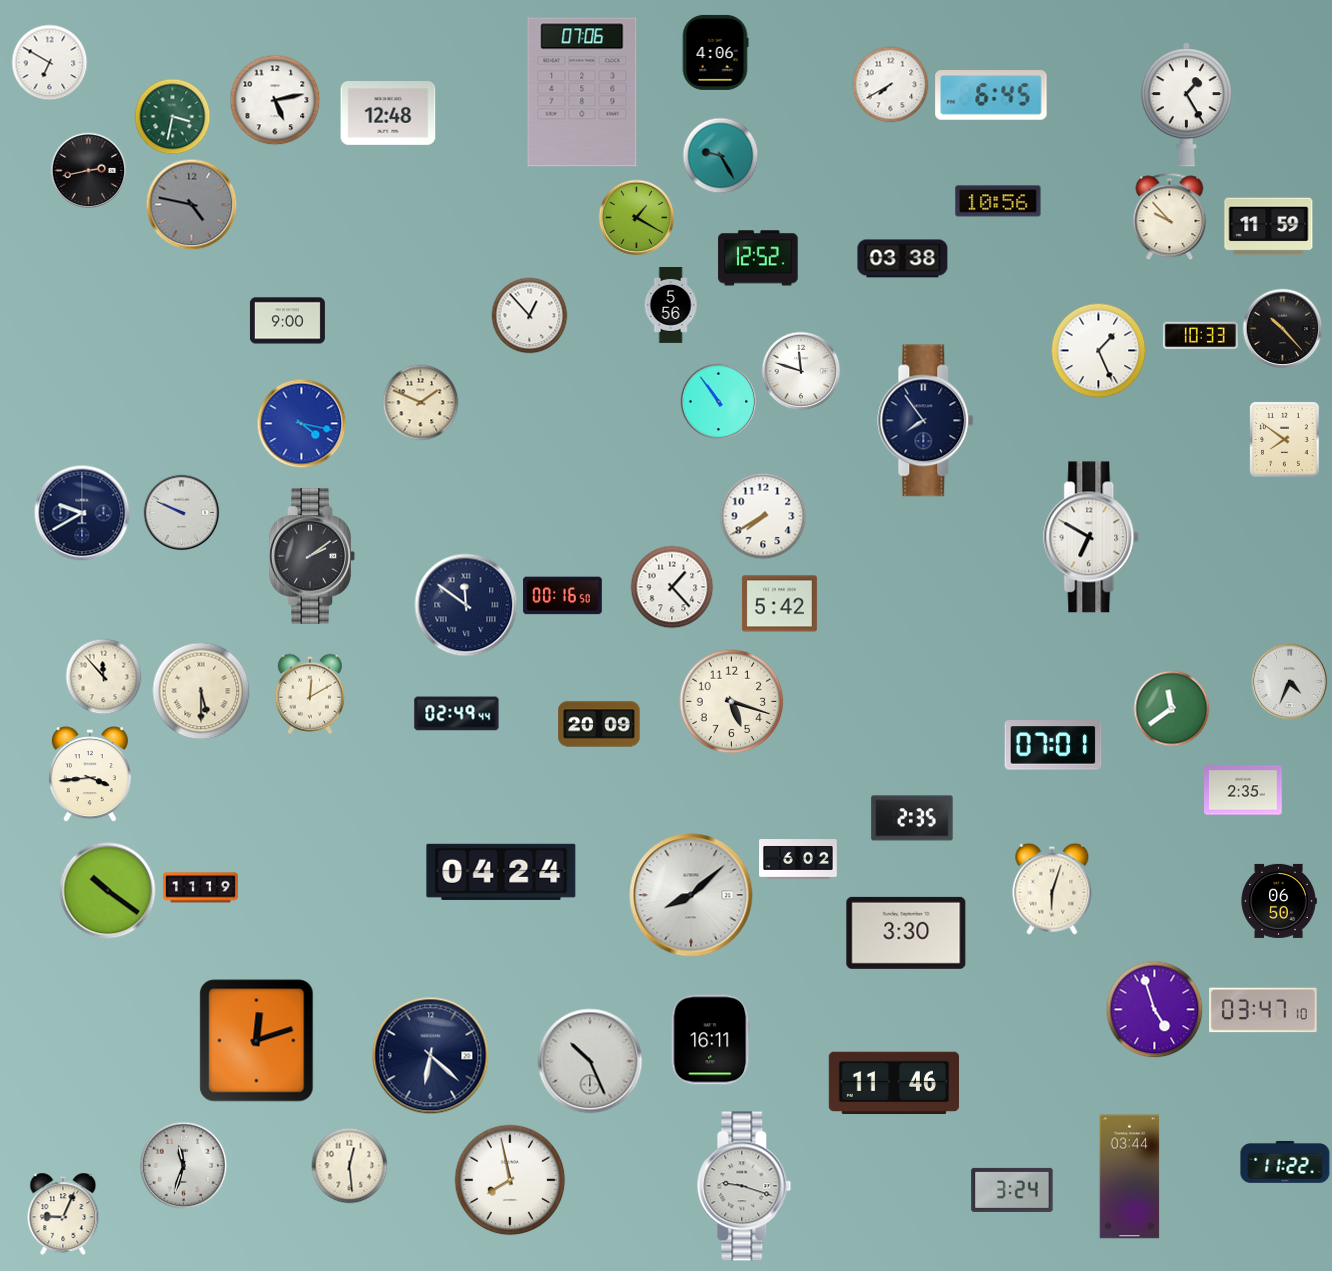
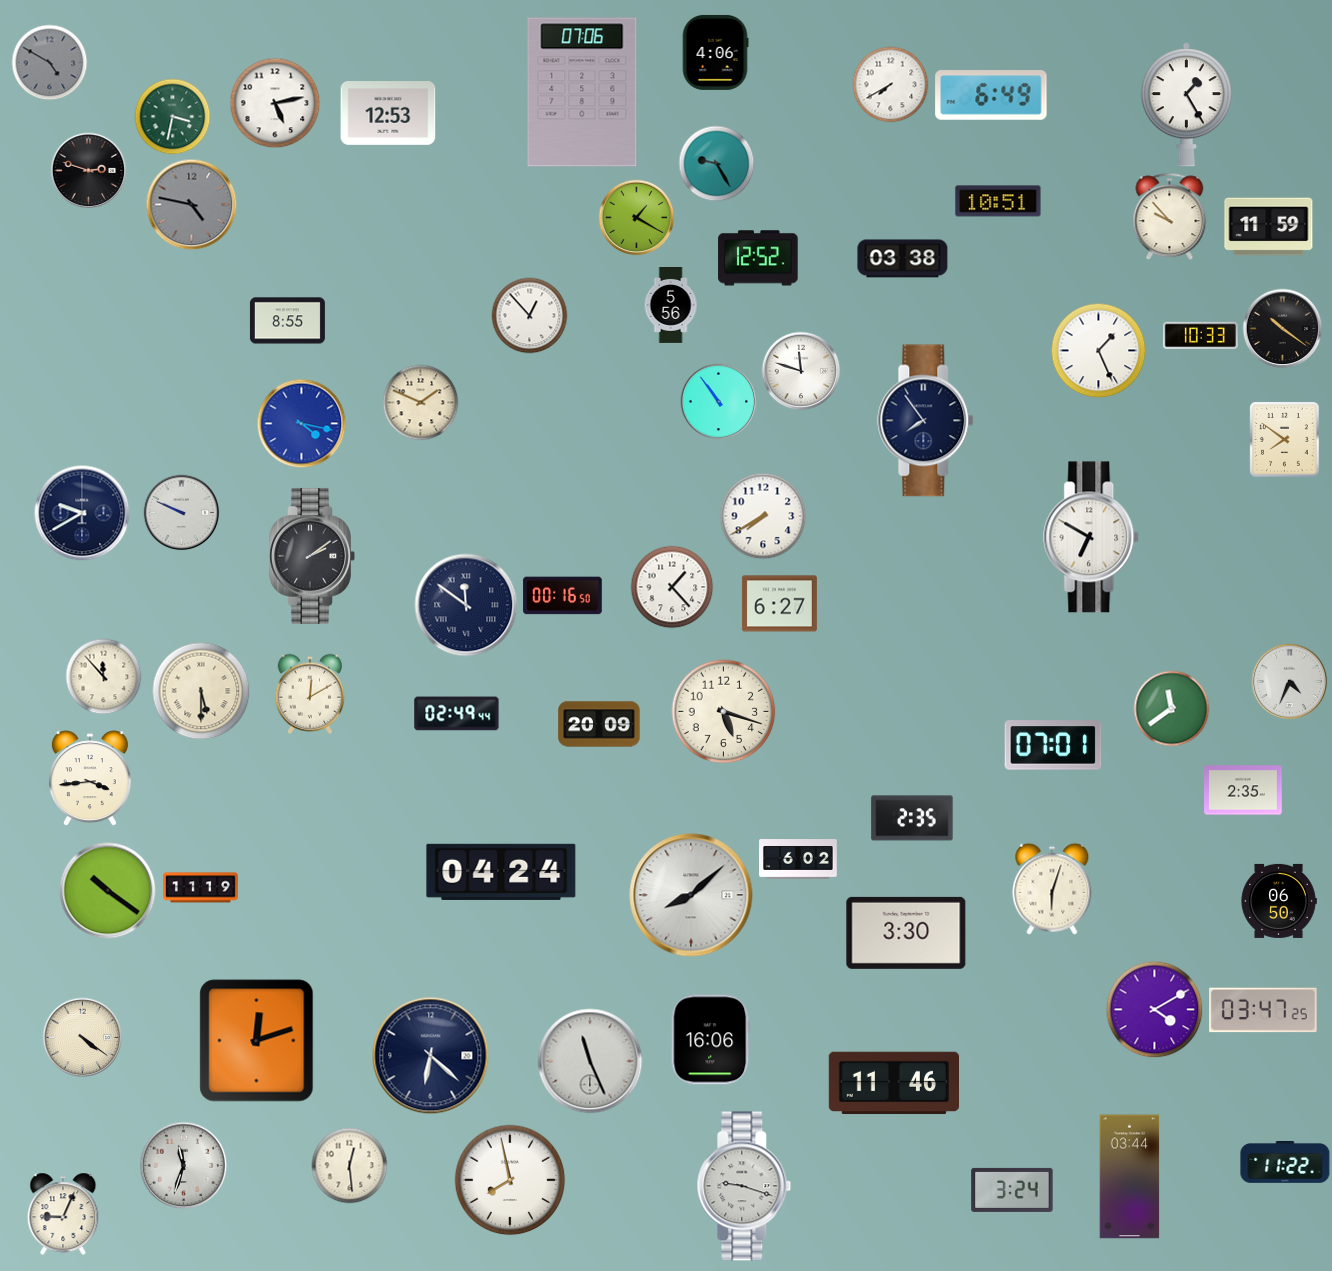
clock at (50, 63): 6:50 -> 4:50
clock at (50, 63) dial: white -> grey
clock at (991, 95): 6:45 -> 6:49
clock at (275, 100) position: (275, 100) -> (275, 103)
clock at (388, 114): 12:48 -> 12:53
clock at (721, 156) position: (721, 156) -> (717, 164)
clock at (89, 171): 2:43 -> 2:48
clock at (998, 201): 10:56 -> 10:51
clock at (287, 321): 9:00 -> 8:55
clock at (1283, 329): 10:23 -> 10:21
clock at (779, 604): 5:42 -> 6:27
clock at (732, 702) position: (732, 702) -> (724, 712)
clock at (90, 775) position: (90, 775) -> (90, 779)
clock at (1155, 1010): 4:57 -> 4:10
clock at (1264, 1010): 03:47:10 -> 03:47:25
clock at (83, 1038): none -> 4:21
clock at (711, 1040): 16:11 -> 16:06
clock at (590, 1061): 10:26 -> 11:26
